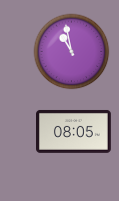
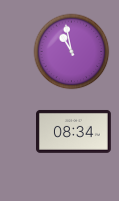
clock at (74, 131): 08:05 -> 08:34
